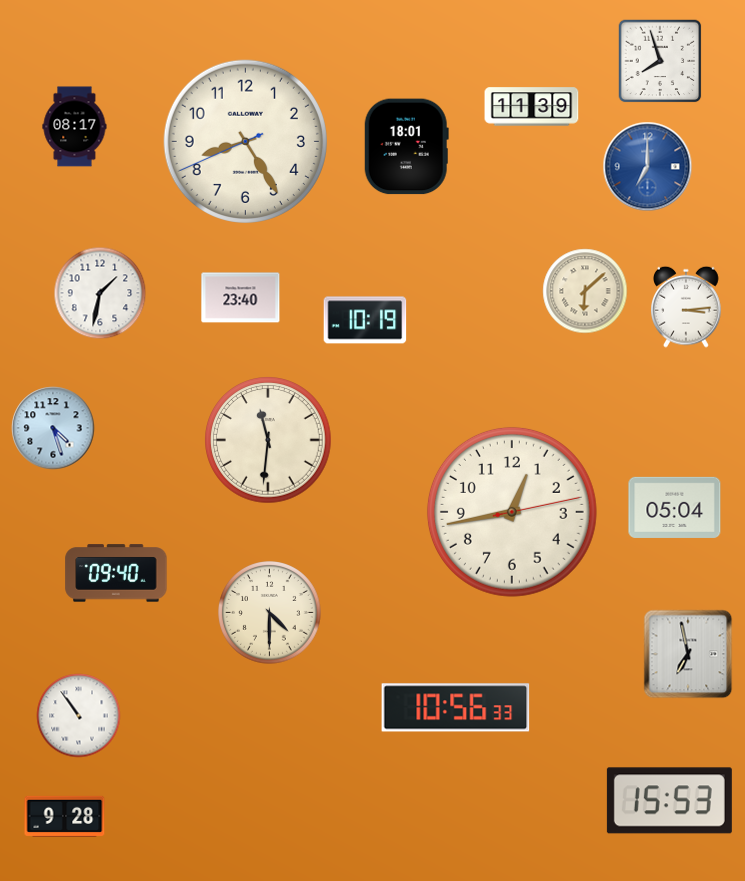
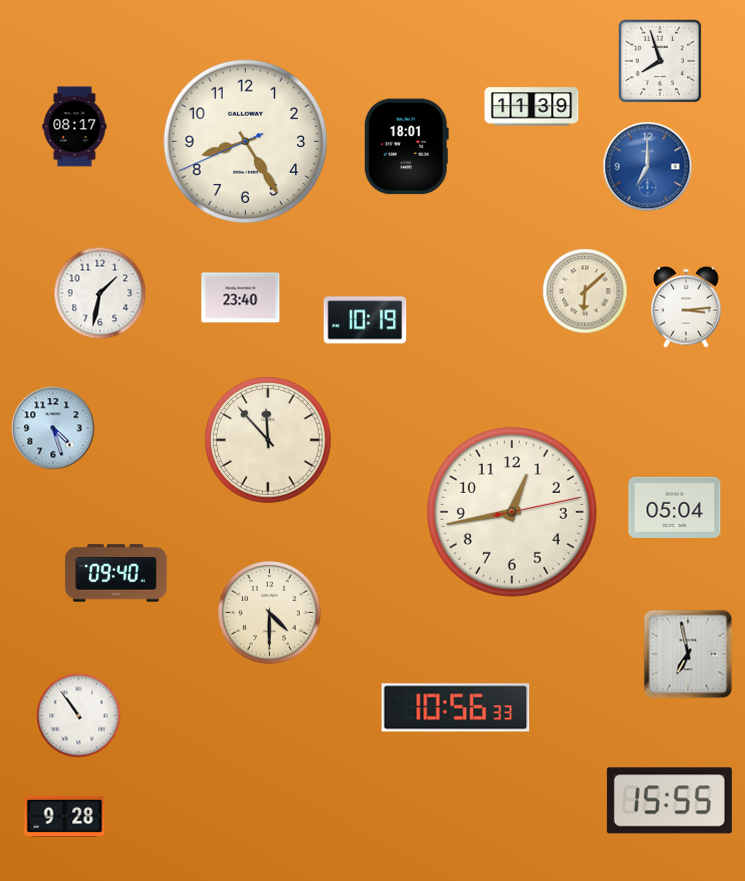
clock at (268, 440): 11:31 -> 11:53
clock at (669, 801): 15:53 -> 15:55
